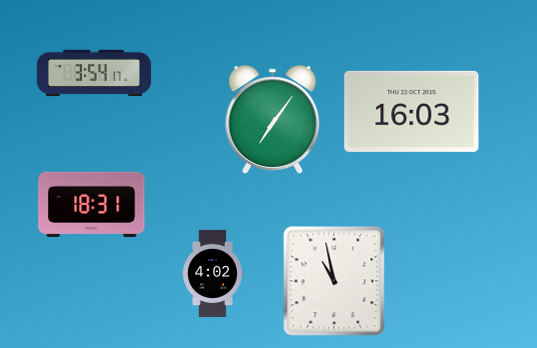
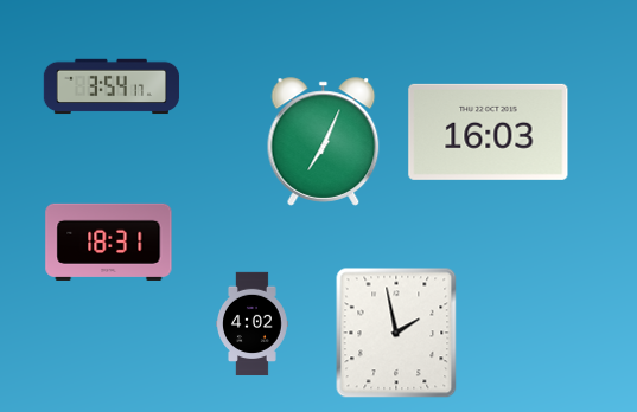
clock at (273, 120): 7:06 -> 7:04
clock at (334, 281): 10:58 -> 1:58
